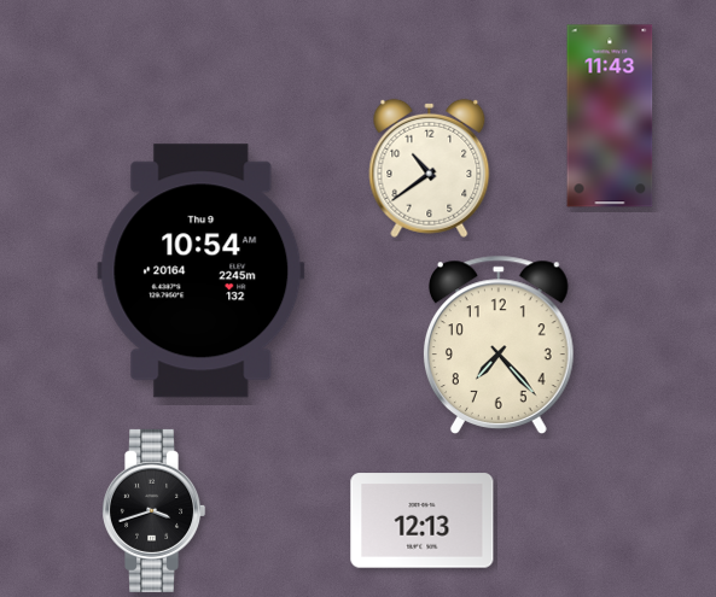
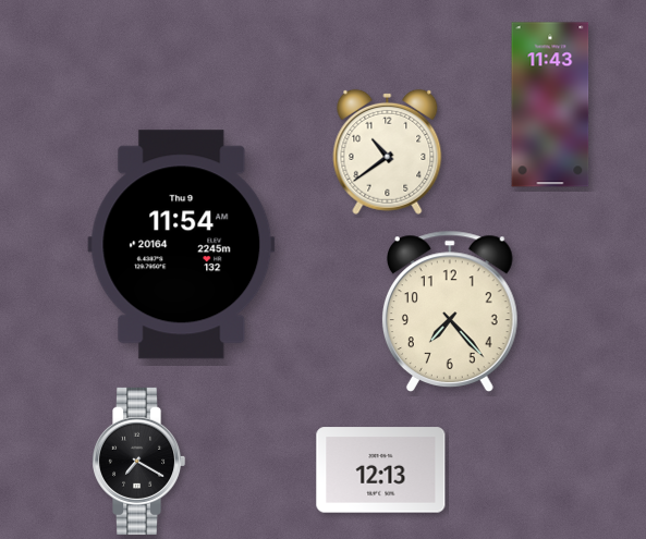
clock at (202, 271): 10:54 -> 11:54
clock at (155, 510): 3:42 -> 7:20
